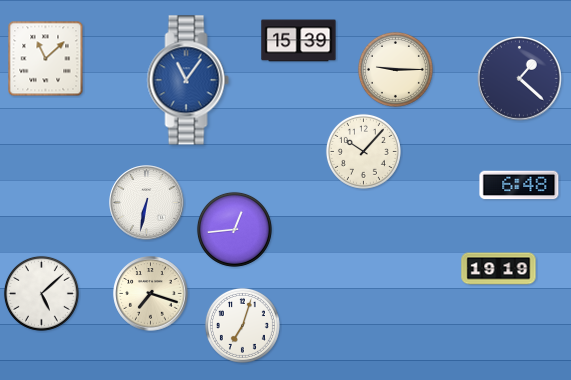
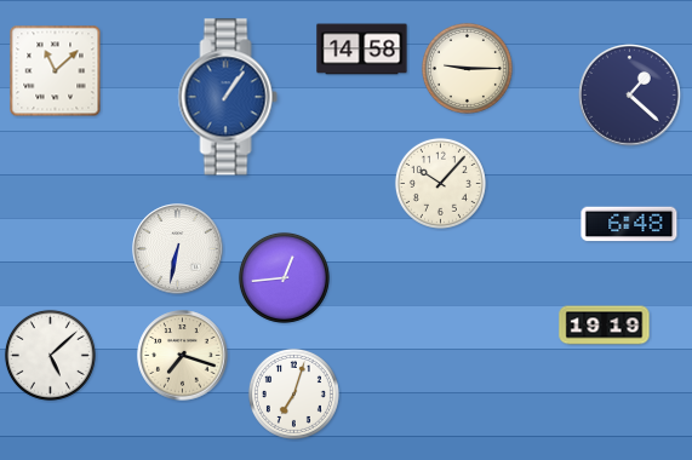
clock at (299, 41): 15:39 -> 14:58
clock at (395, 69) position: (395, 69) -> (467, 68)
clock at (188, 80): 11:06 -> 1:06
clock at (147, 203) position: (147, 203) -> (178, 249)
